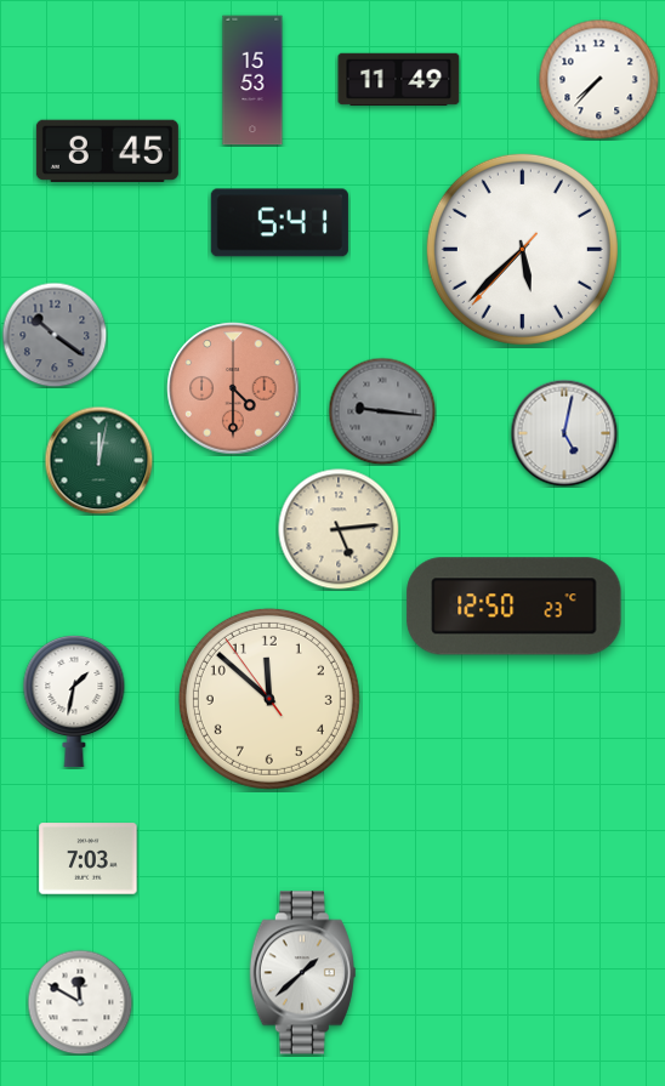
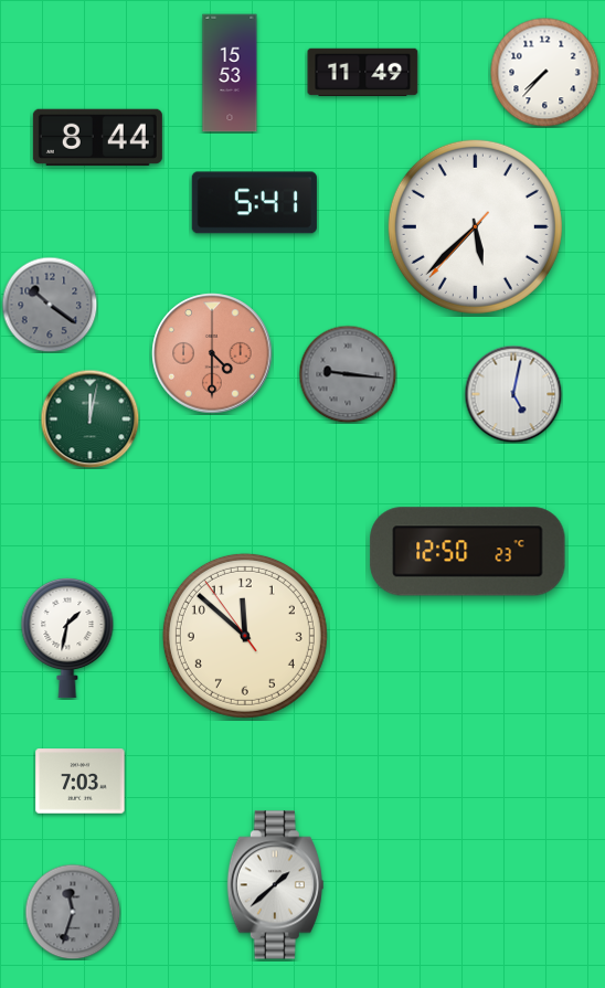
clock at (107, 150): 8:45 -> 8:44
clock at (339, 529): 5:14 -> none
clock at (80, 1002): 11:50 -> 11:33
clock at (80, 1002) dial: white -> grey
